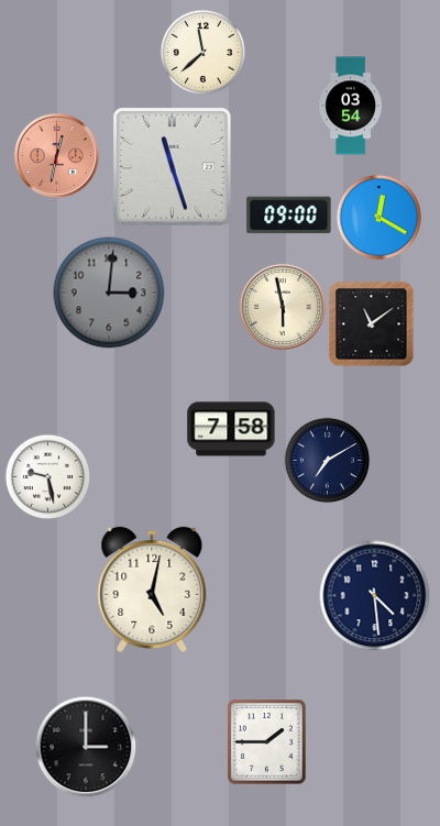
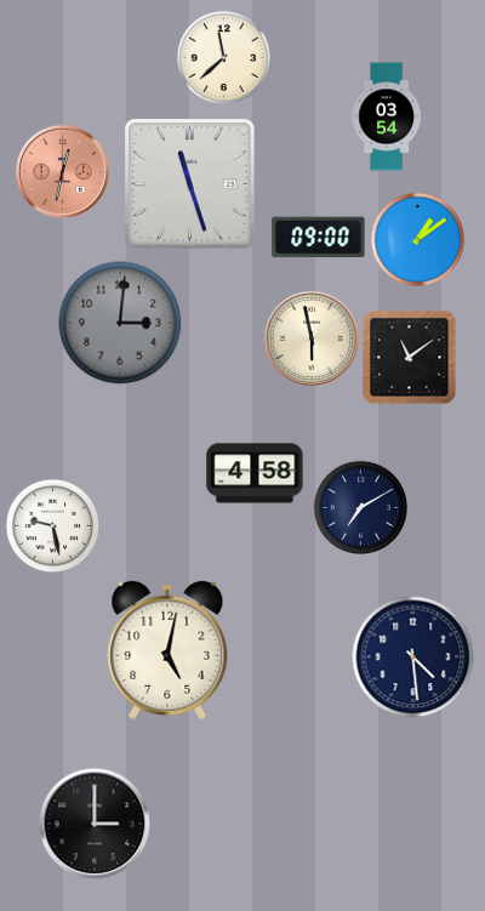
clock at (378, 217): 12:20 -> 1:09
clock at (231, 429): 7:58 -> 4:58
clock at (267, 742): 1:45 -> none
